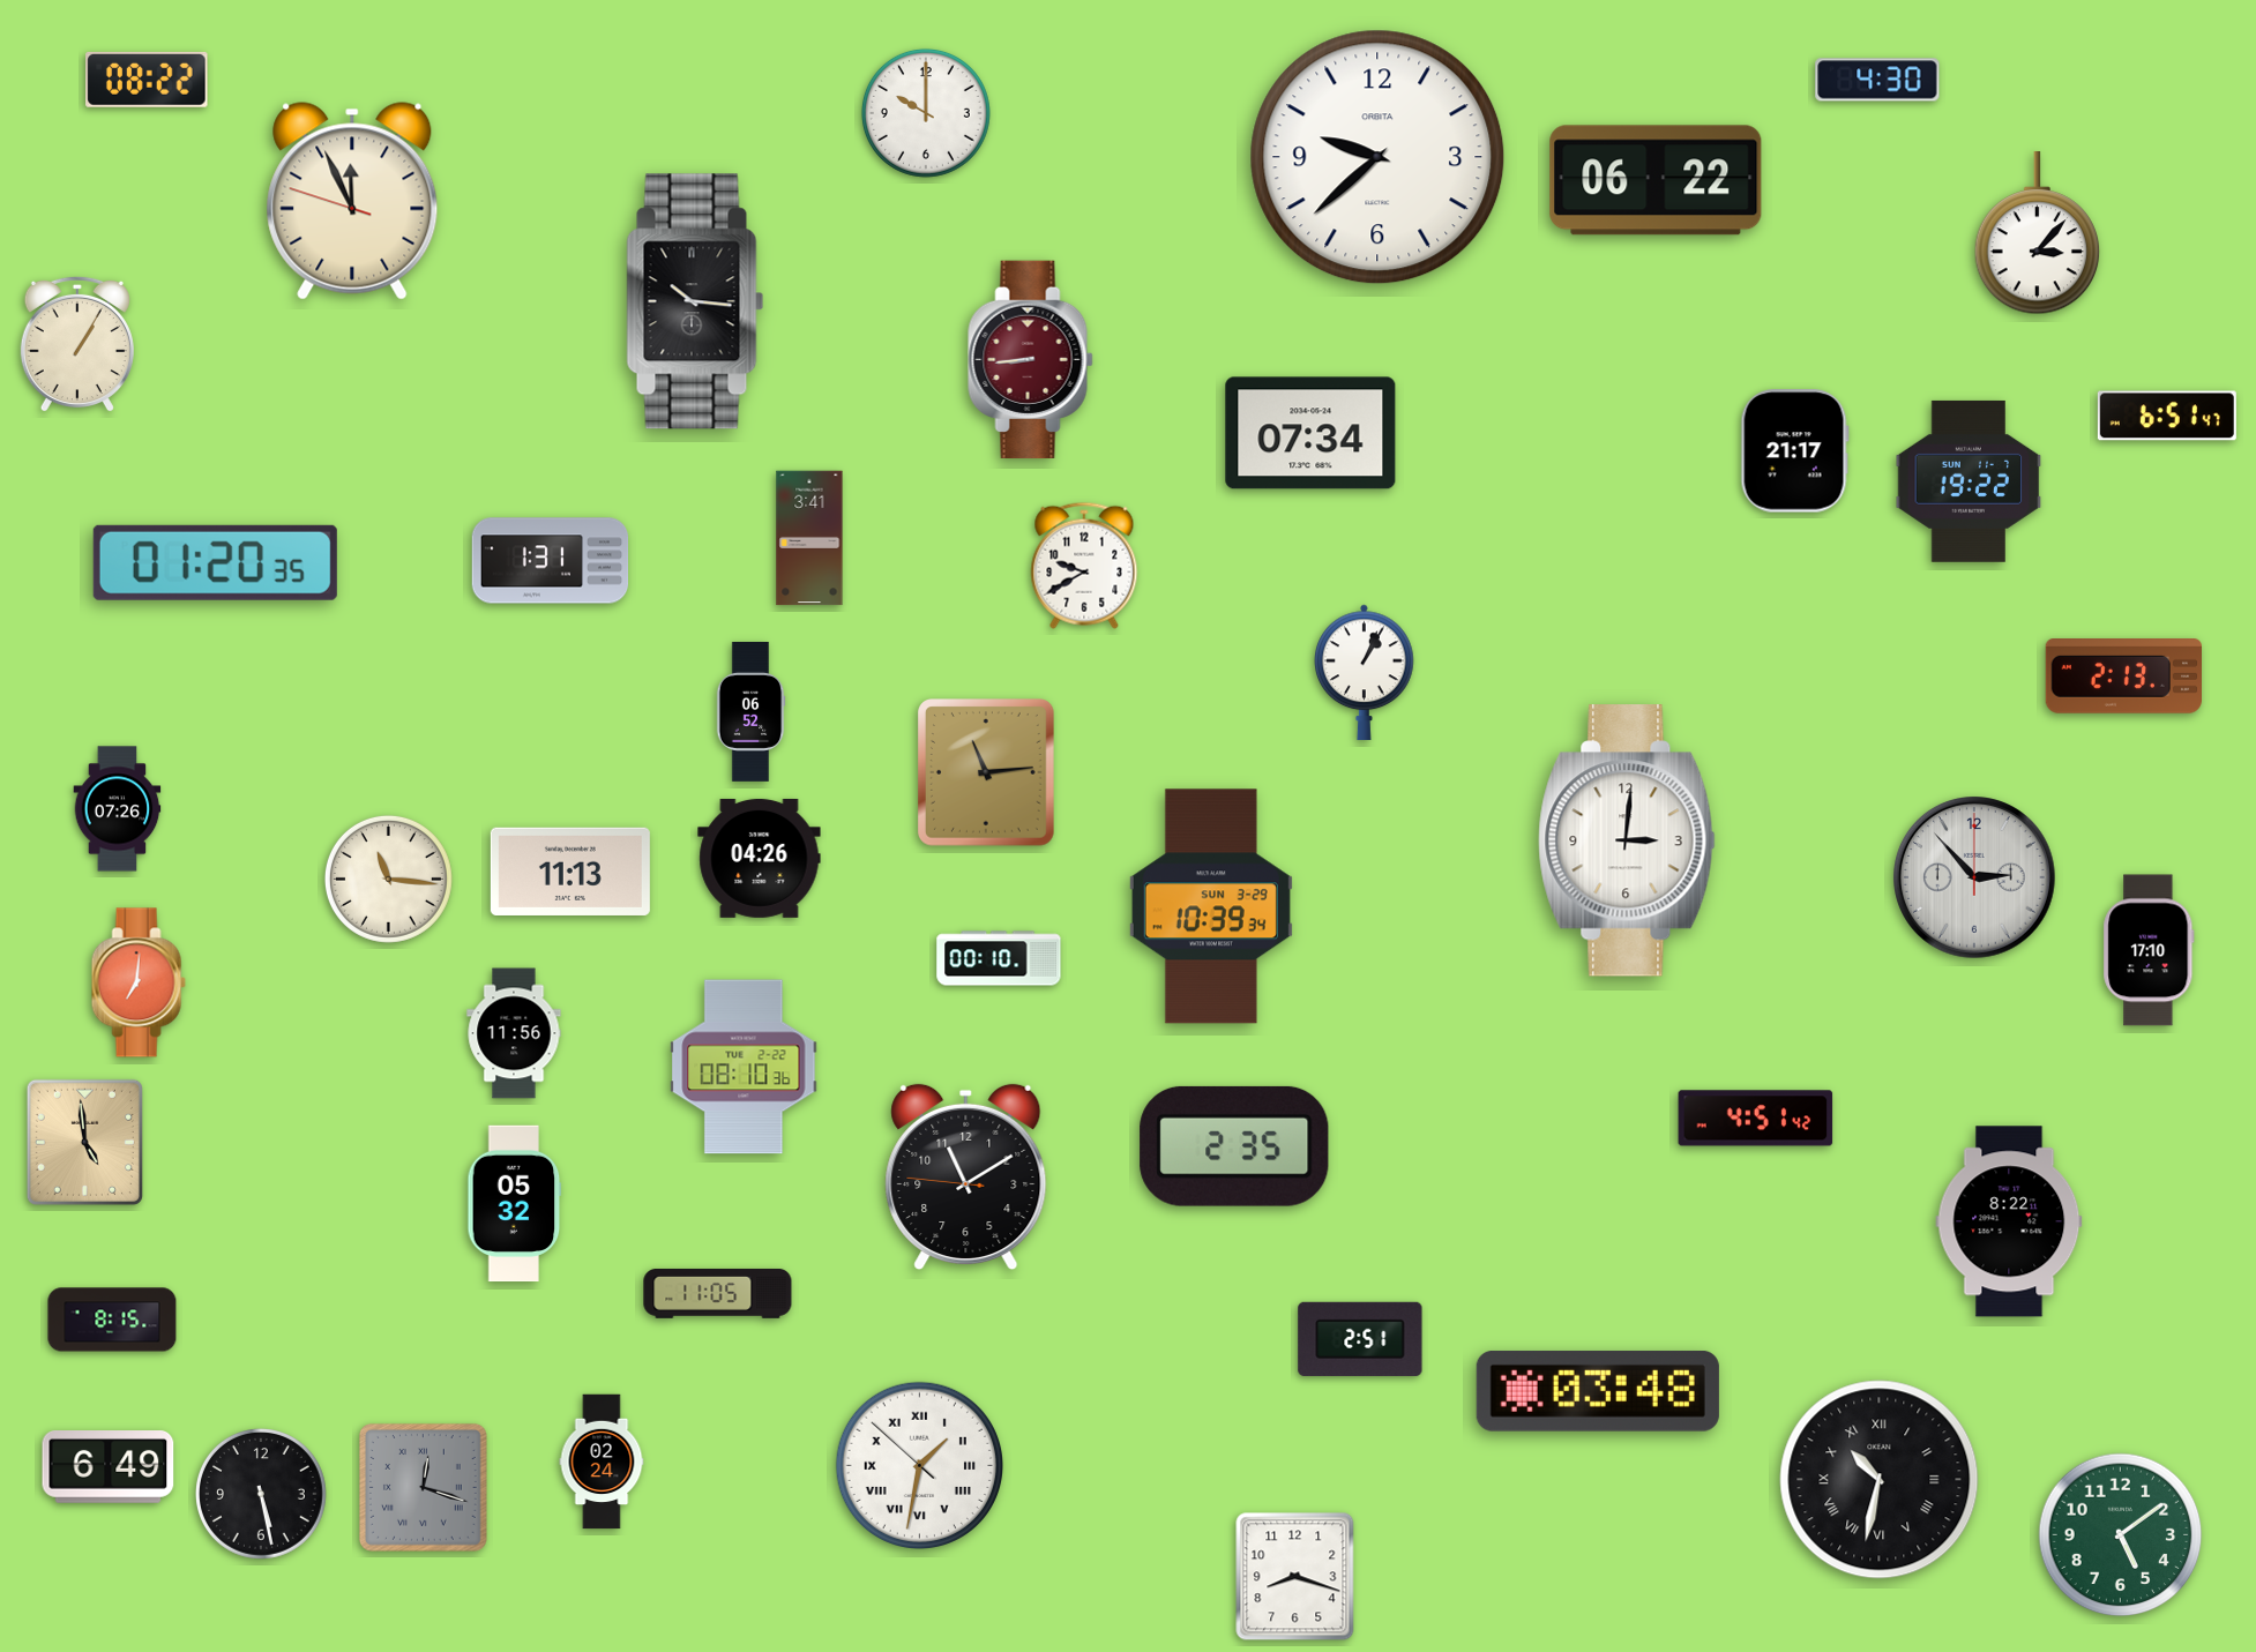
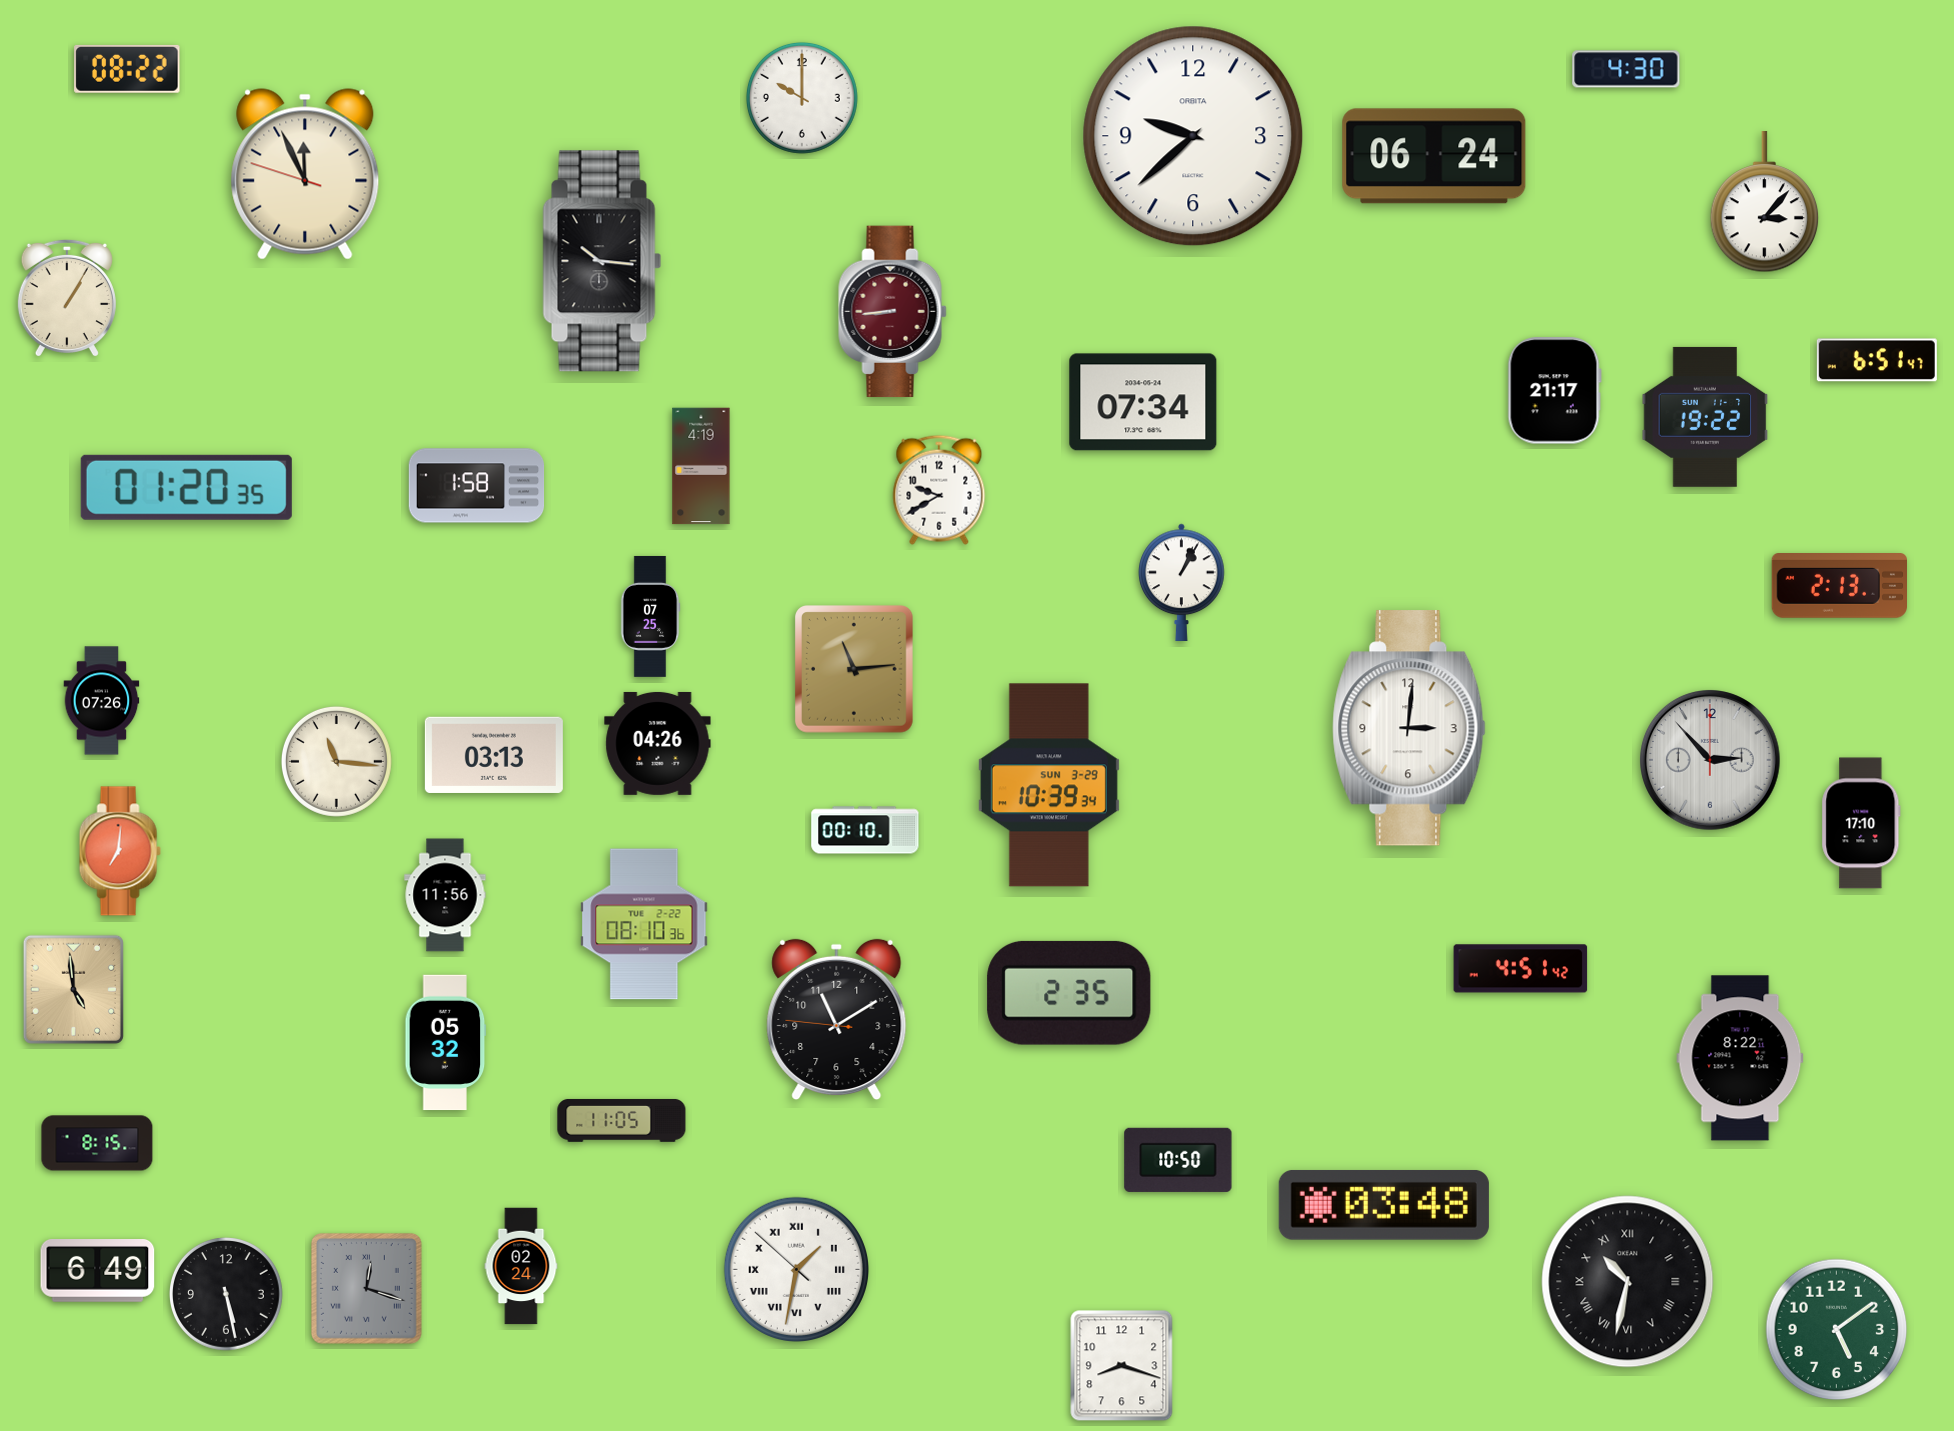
clock at (1656, 180): 06:22 -> 06:24
clock at (1310, 433) position: (1310, 433) -> (1143, 402)
clock at (809, 538): 3:41 -> 4:19
clock at (551, 561): 1:31 -> 1:58
clock at (750, 711): 06:52 -> 07:25
clock at (570, 872): 11:13 -> 03:13
clock at (1360, 1339): 2:51 -> 10:50
clock at (109, 1467) position: (109, 1467) -> (98, 1271)
